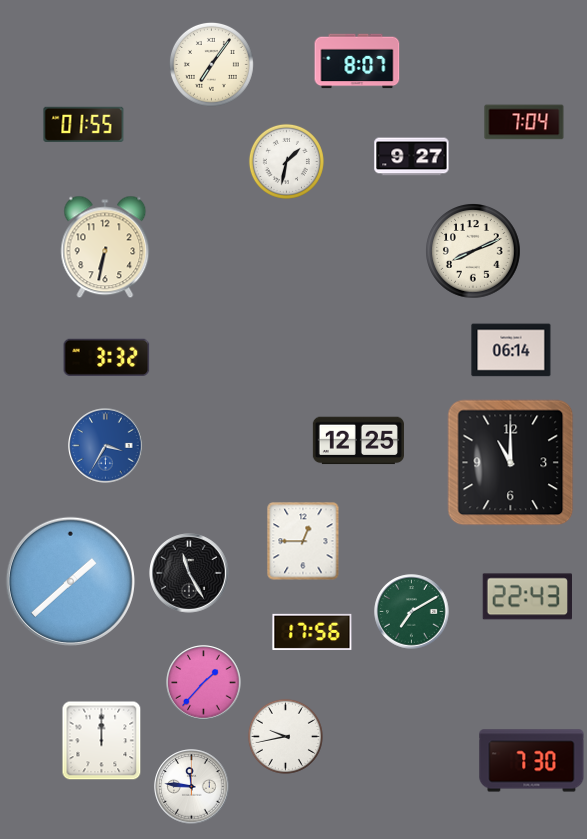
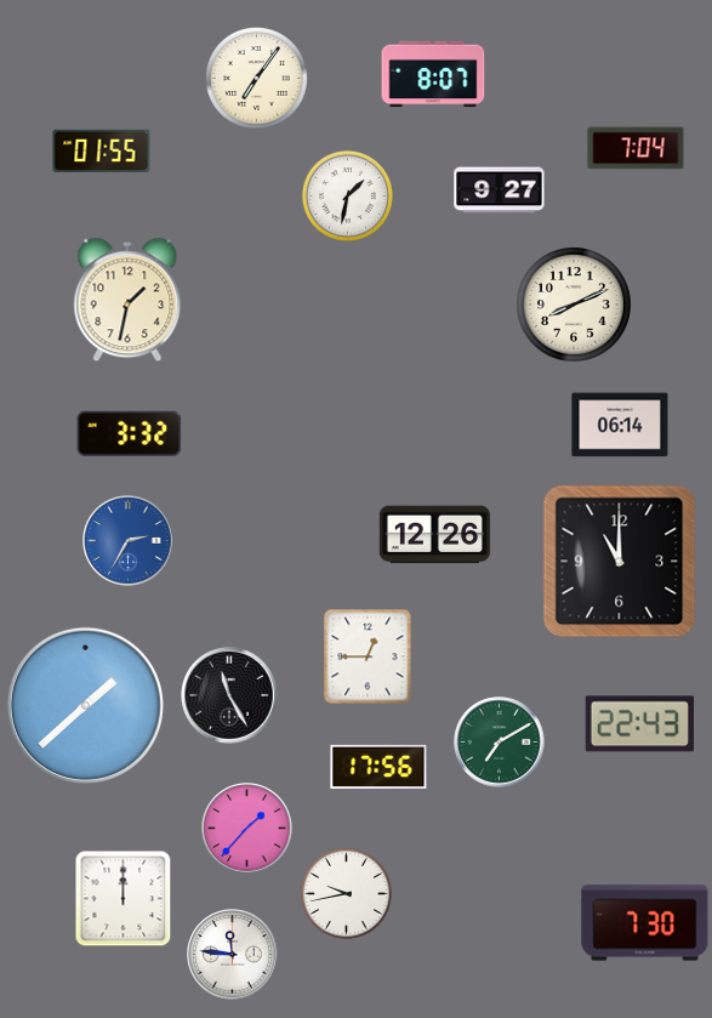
clock at (105, 247): 6:32 -> 1:32
clock at (358, 441): 12:25 -> 12:26
clock at (106, 446): 3:35 -> 2:35
